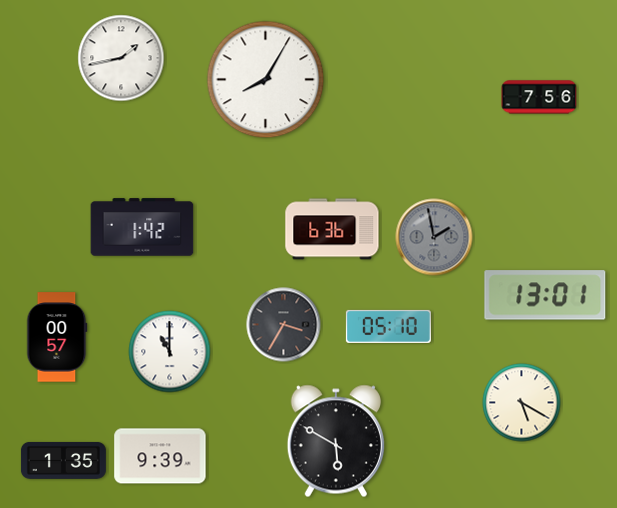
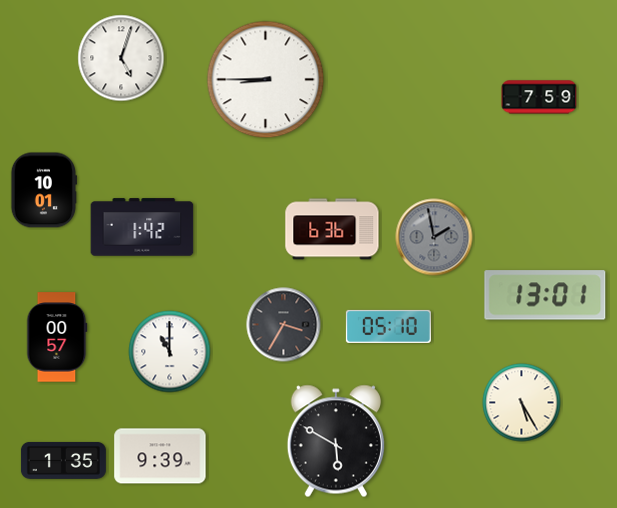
clock at (121, 58): 1:43 -> 5:03
clock at (266, 80): 8:05 -> 8:45
clock at (539, 97): 7:56 -> 7:59
clock at (44, 190): none -> 10:01
clock at (522, 403): 5:20 -> 5:25
